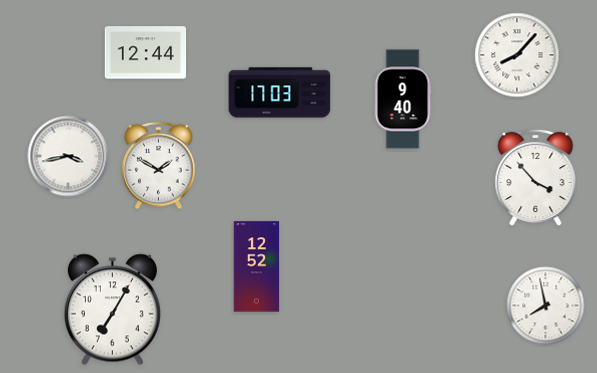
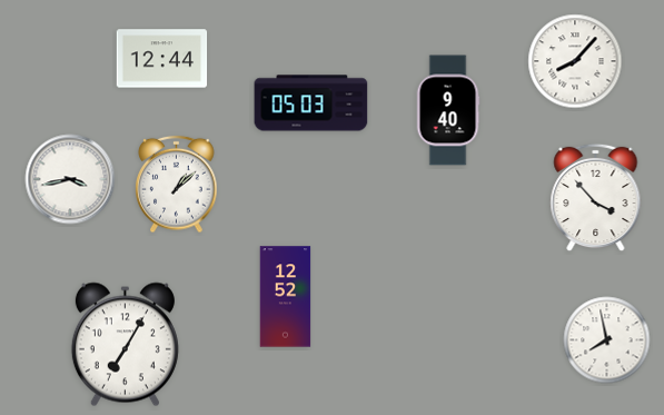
clock at (280, 93): 17:03 -> 05:03
clock at (68, 156) position: (68, 156) -> (70, 179)
clock at (159, 166): 1:50 -> 1:08
